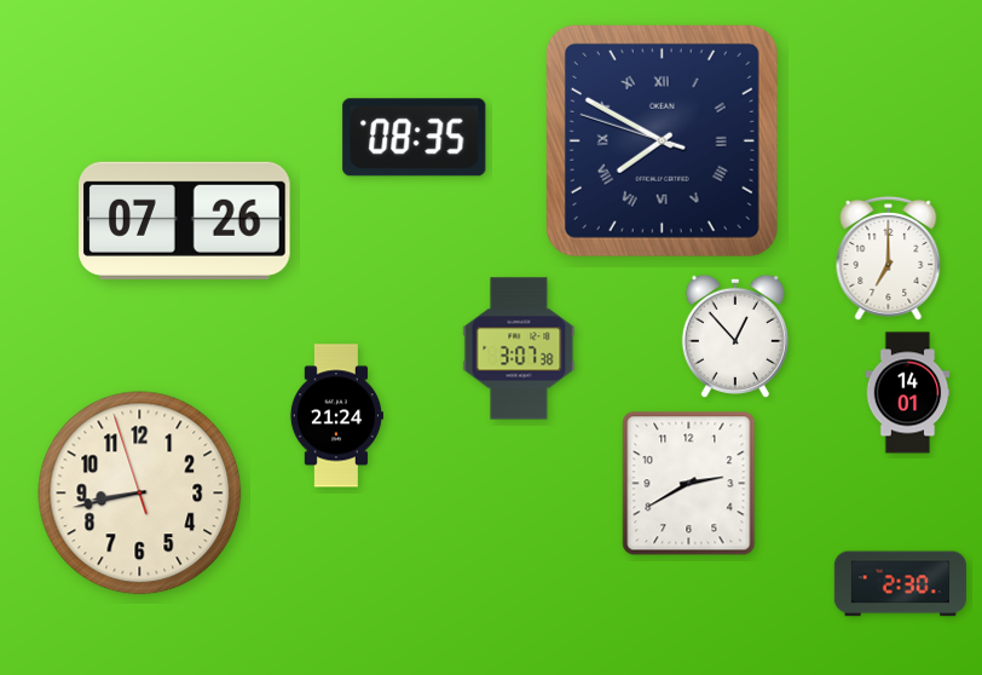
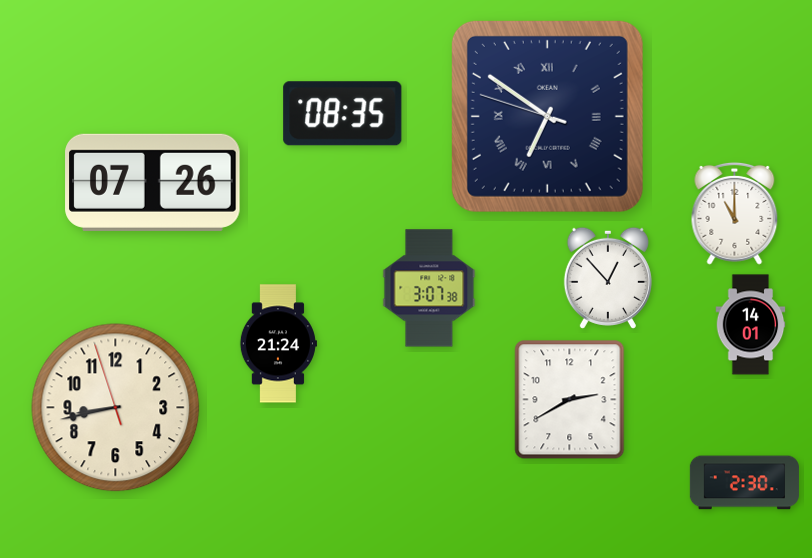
clock at (662, 140): 7:49 -> 6:50
clock at (889, 258): 7:00 -> 11:00
